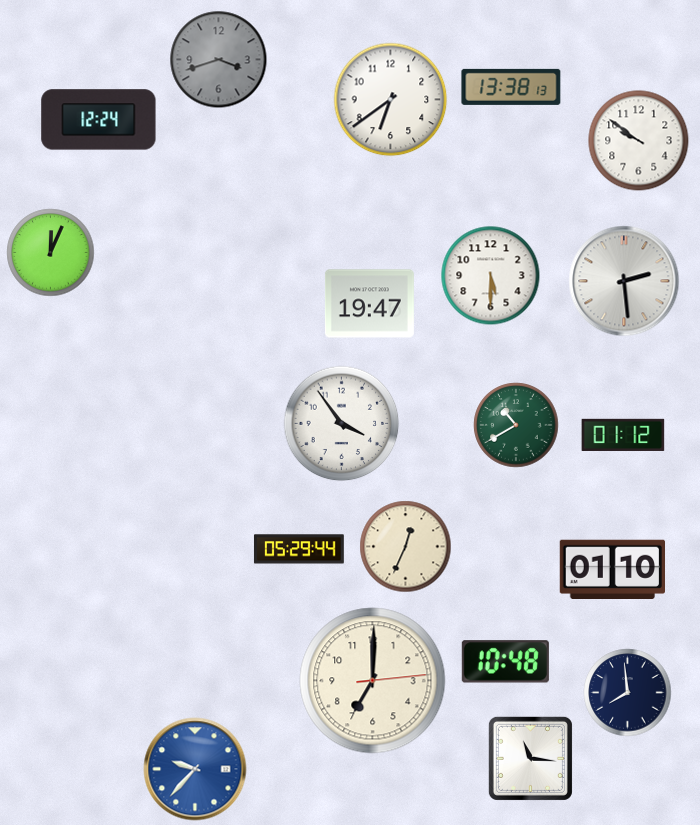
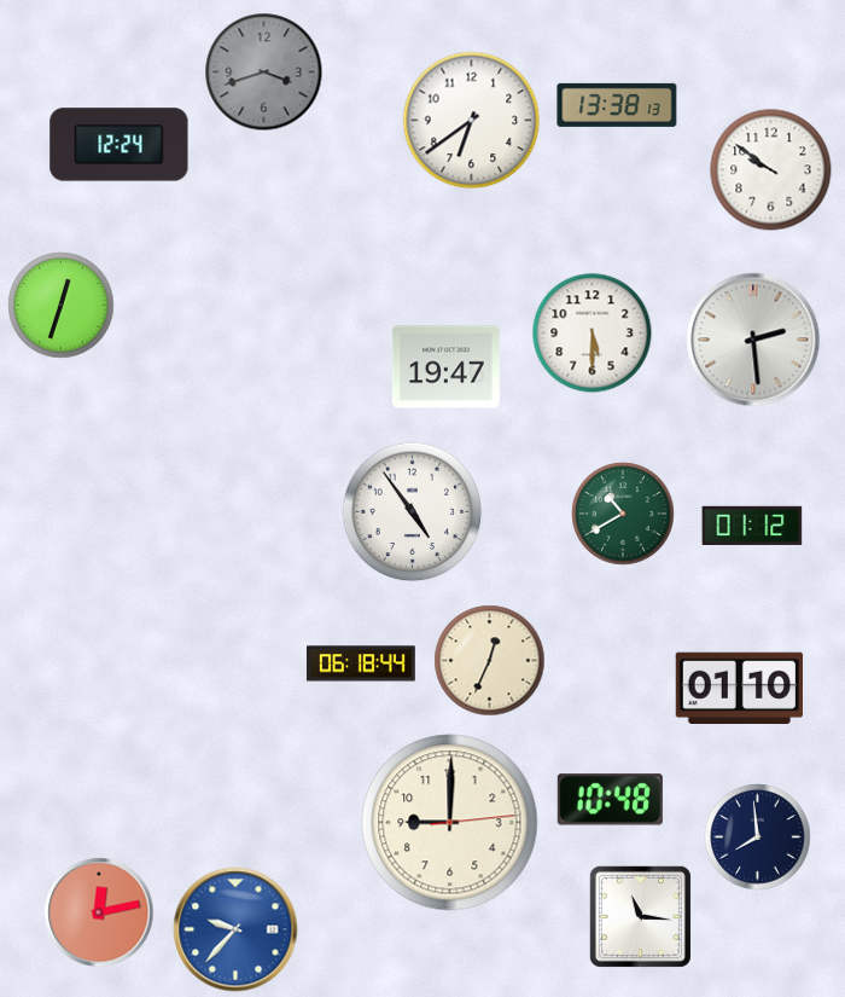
clock at (51, 253): 12:04 -> 12:33
clock at (342, 424): 3:54 -> 4:54
clock at (299, 549): 05:29 -> 06:18
clock at (373, 681): 7:00 -> 9:00
clock at (99, 912): none -> 12:13
